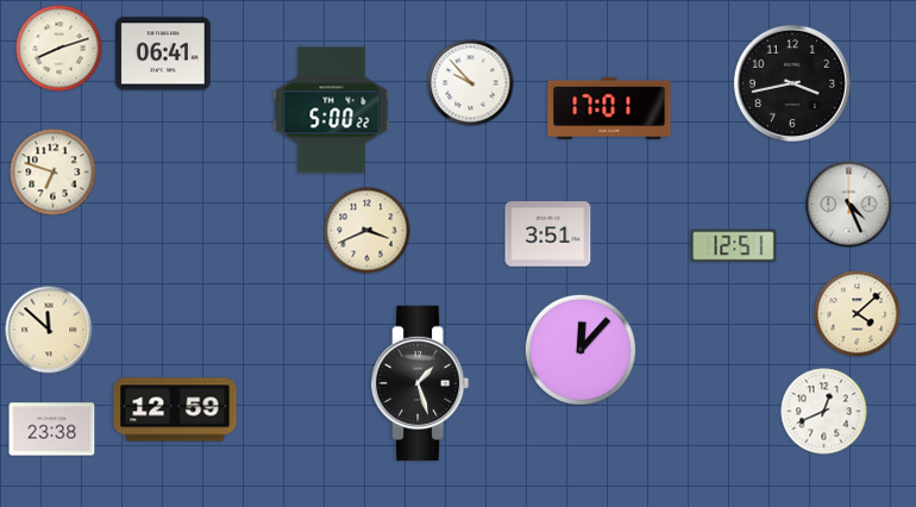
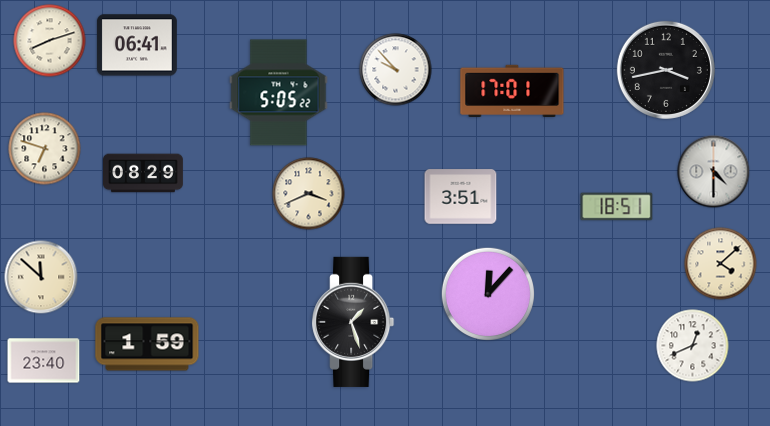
clock at (332, 111): 5:00 -> 5:05
clock at (54, 173) position: (54, 173) -> (45, 149)
clock at (849, 205): 4:26 -> 4:30
clock at (144, 173): none -> 08:29
clock at (734, 246): 12:51 -> 18:51
clock at (175, 409): 12:59 -> 1:59
clock at (52, 430): 23:38 -> 23:40
